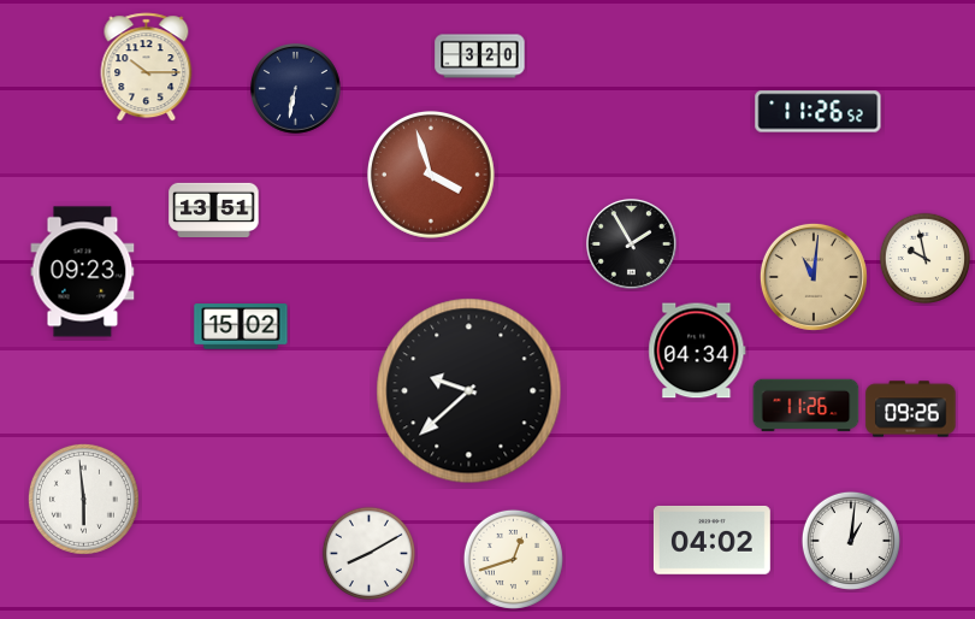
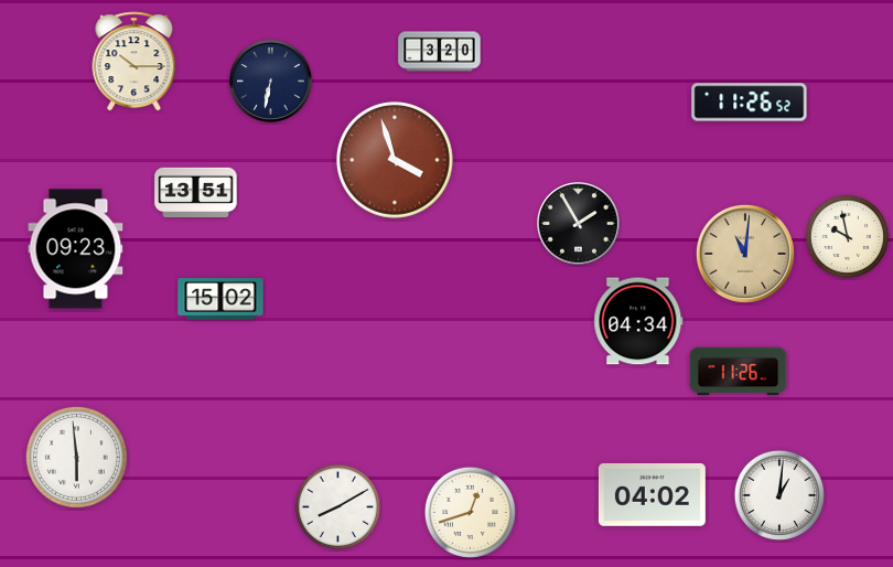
clock at (469, 391): 9:38 -> none
clock at (911, 409): 09:26 -> none
